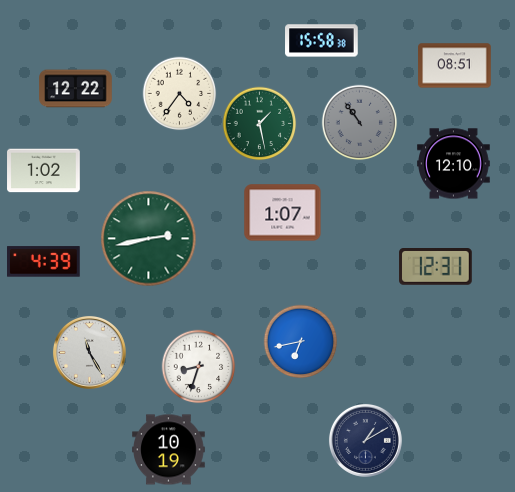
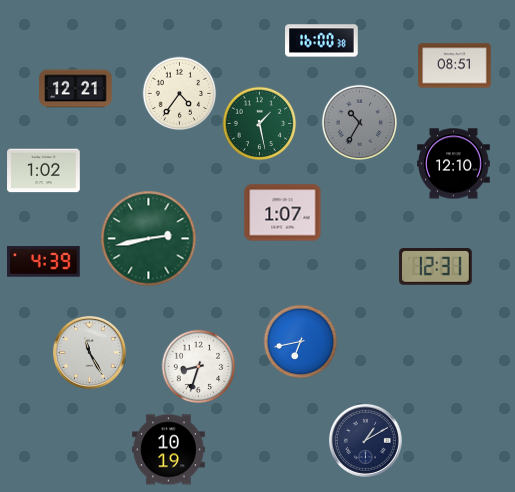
clock at (322, 41): 15:58 -> 16:00
clock at (76, 89): 12:22 -> 12:21
clock at (360, 123): 10:54 -> 10:35
